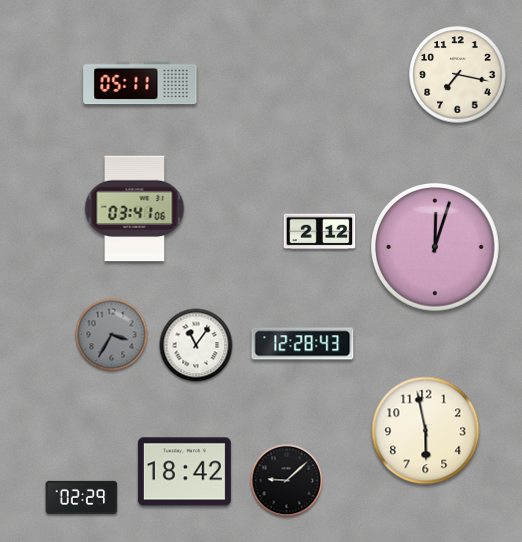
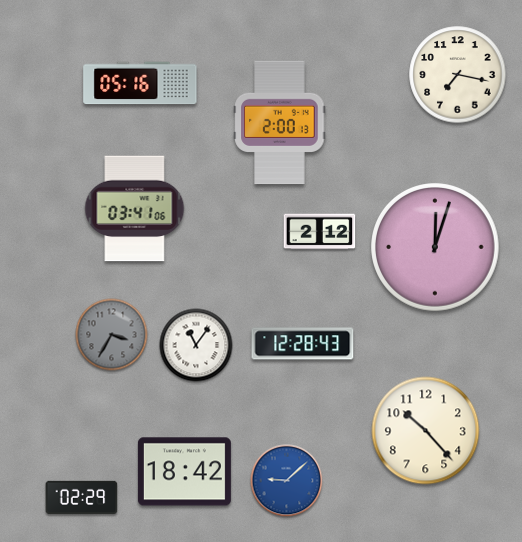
clock at (140, 83): 05:11 -> 05:16
clock at (280, 123): none -> 2:00
clock at (426, 431): 5:58 -> 10:23
clock at (287, 481) dial: black -> blue
